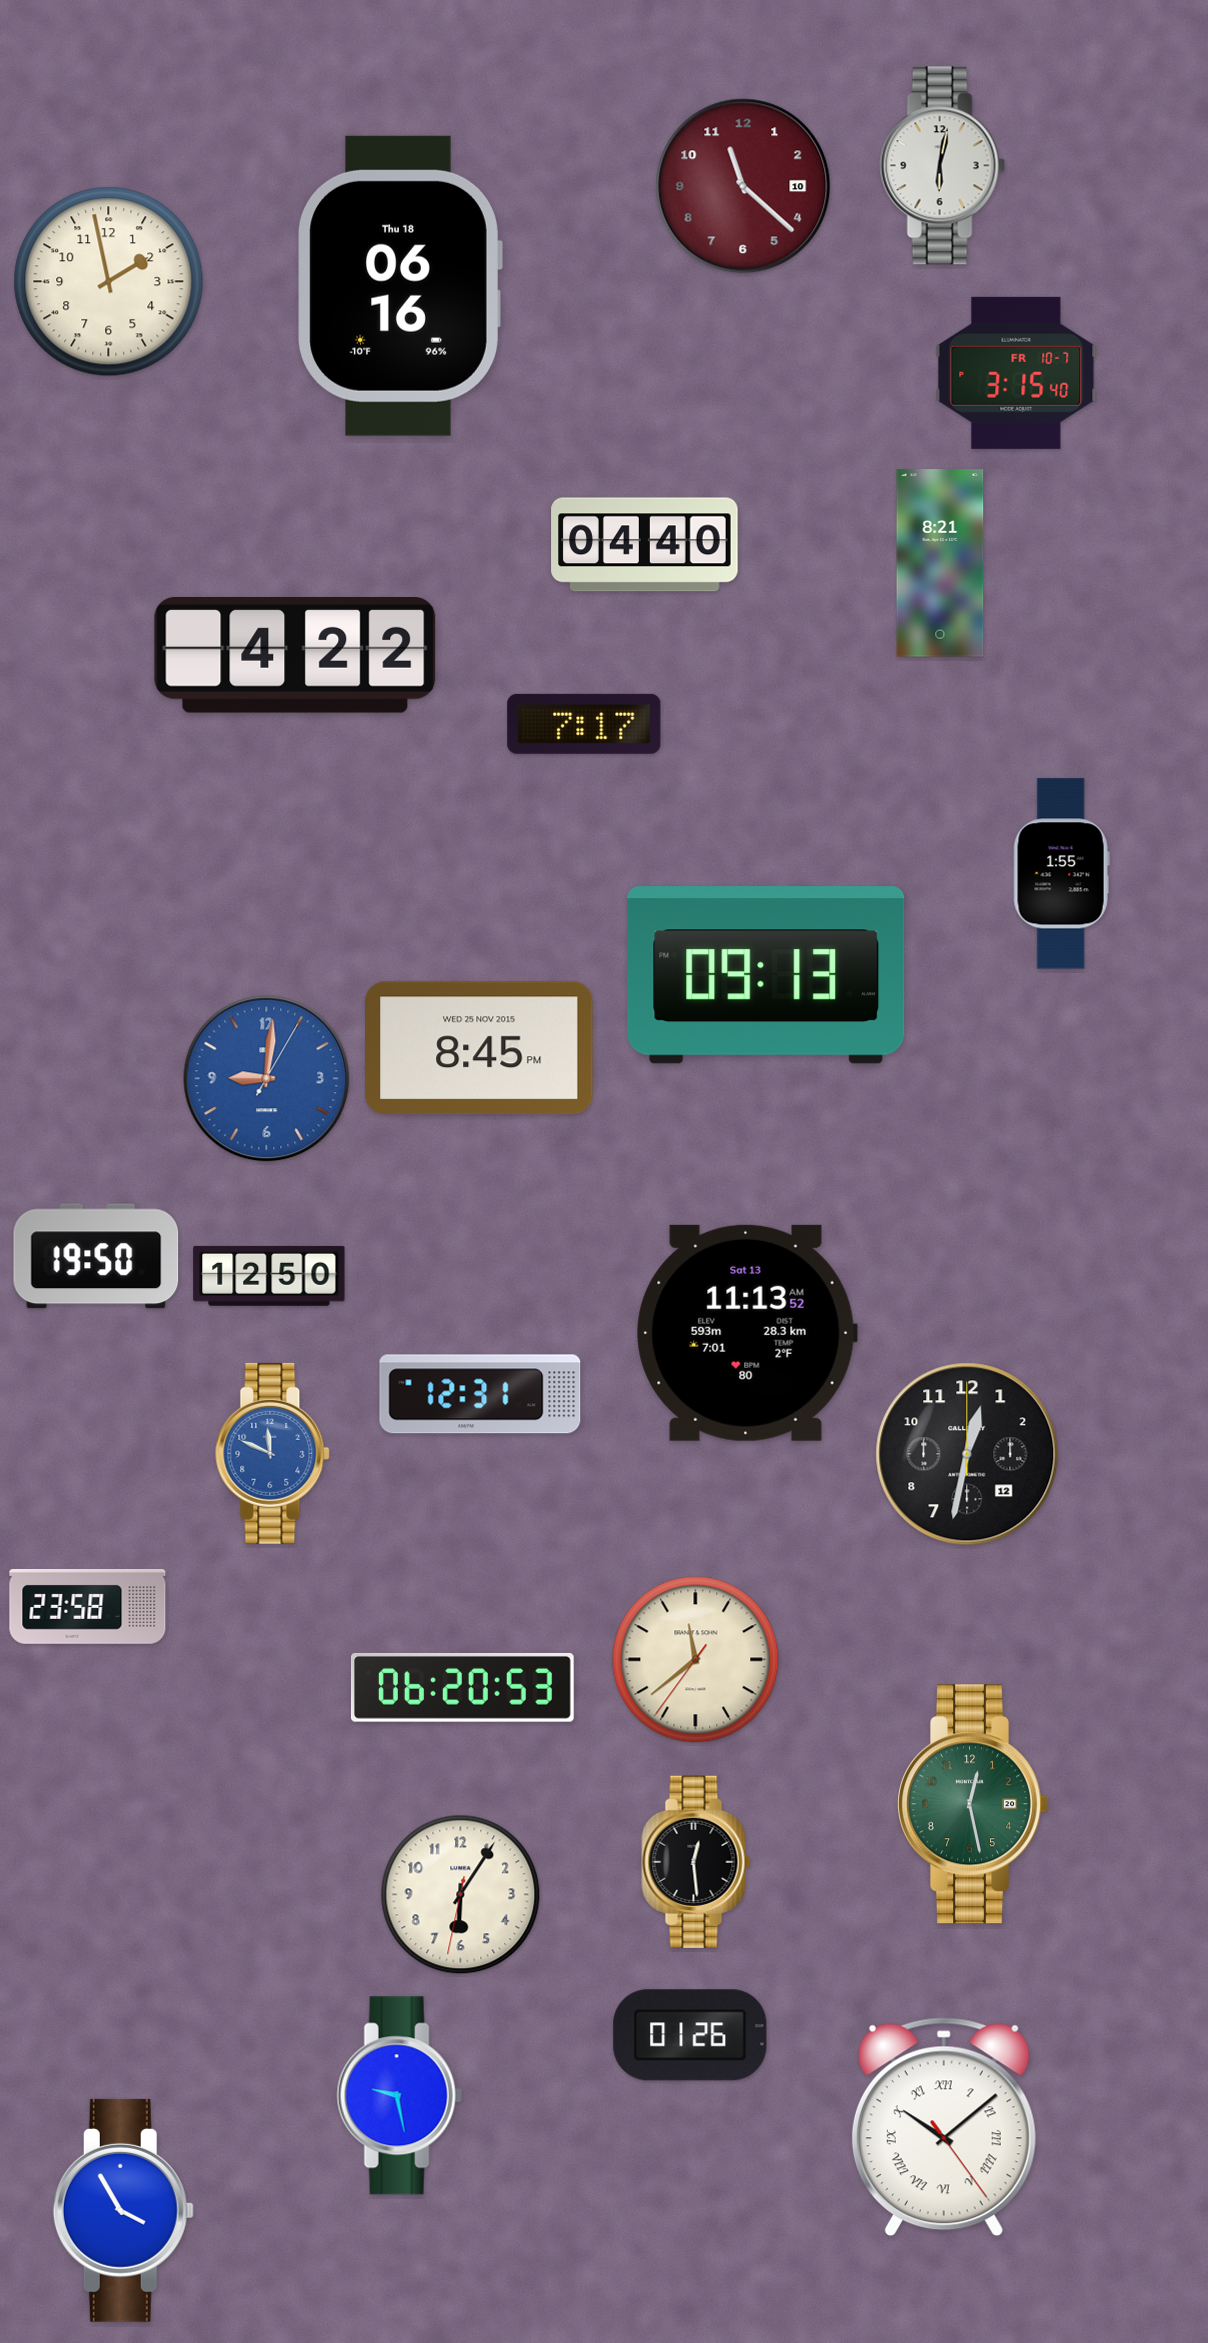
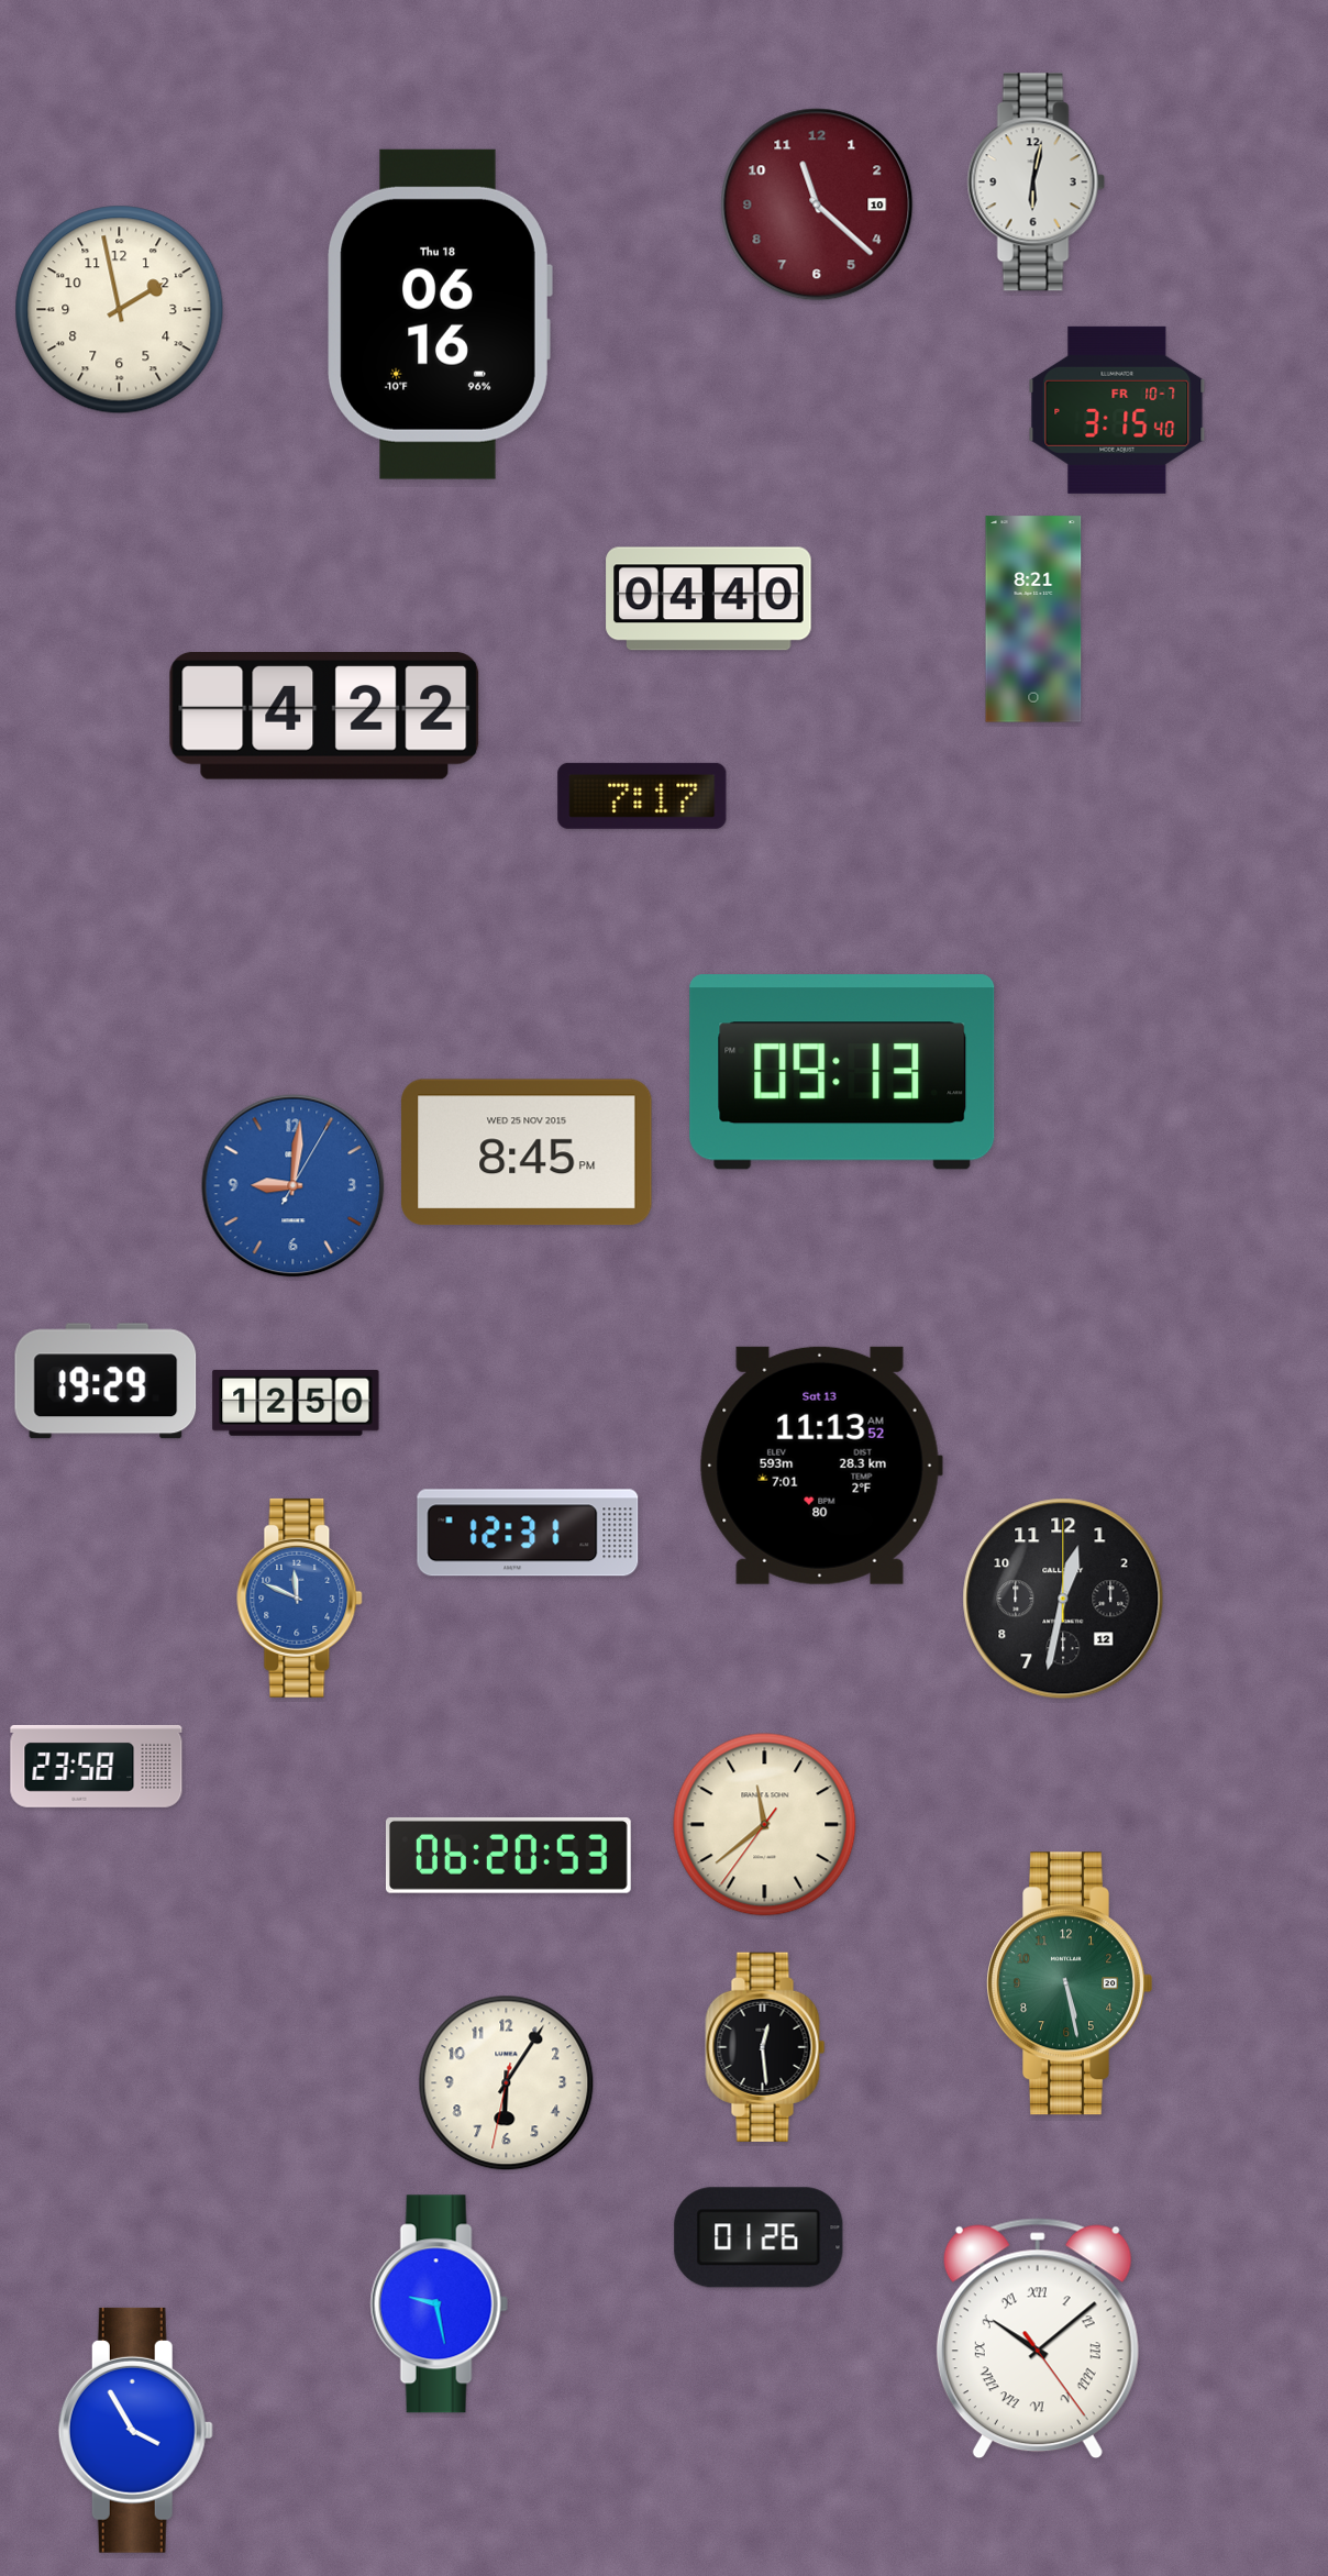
clock at (295, 656) position: (295, 656) -> (324, 717)
clock at (1061, 874): 1:55 -> none
clock at (96, 1256): 19:50 -> 19:29
clock at (973, 1804): 12:28 -> 5:28
